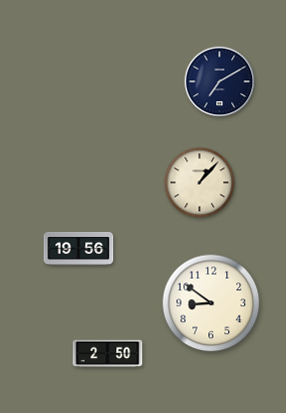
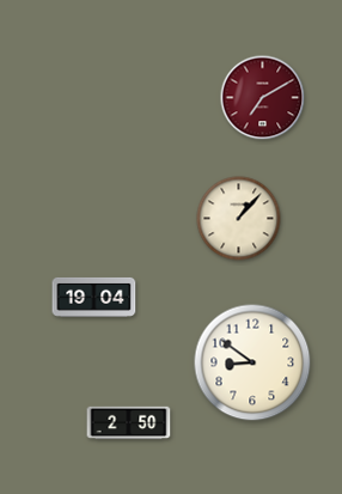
clock at (220, 82) dial: navy -> burgundy
clock at (79, 248): 19:56 -> 19:04
